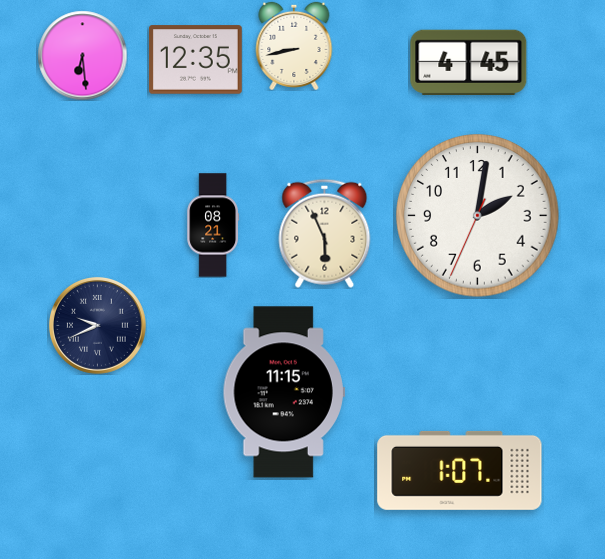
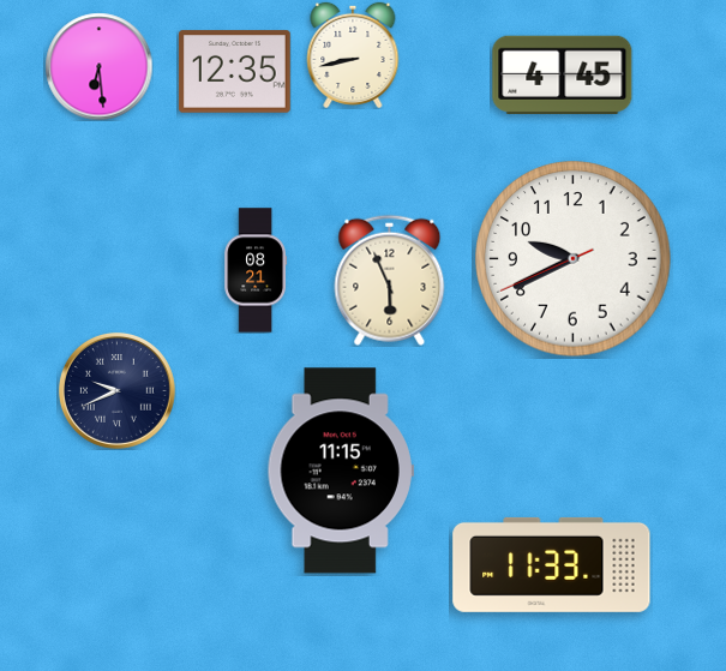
clock at (478, 216): 2:01 -> 9:40
clock at (460, 470): 1:07 -> 11:33
